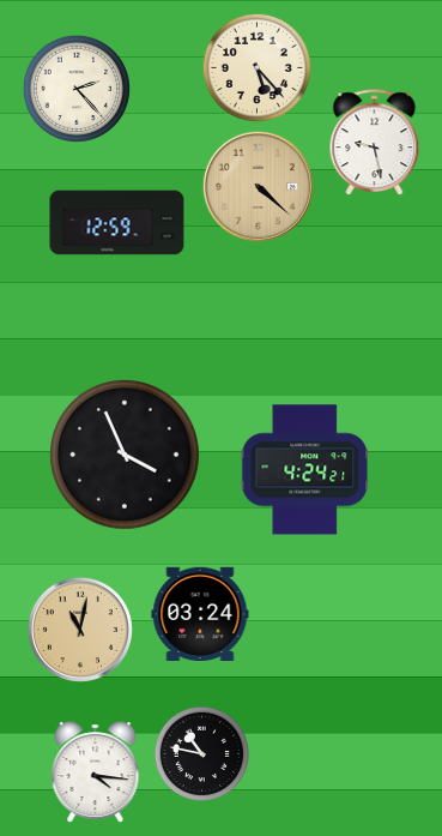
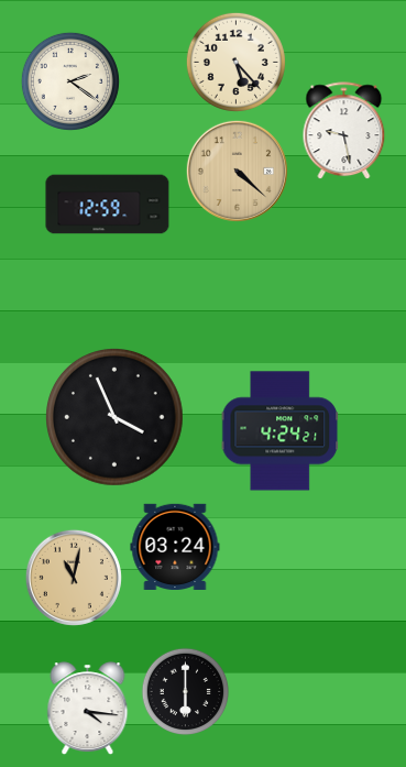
clock at (77, 89): 2:23 -> 2:21
clock at (200, 614) position: (200, 614) -> (175, 547)
clock at (202, 754): 10:47 -> 6:00
